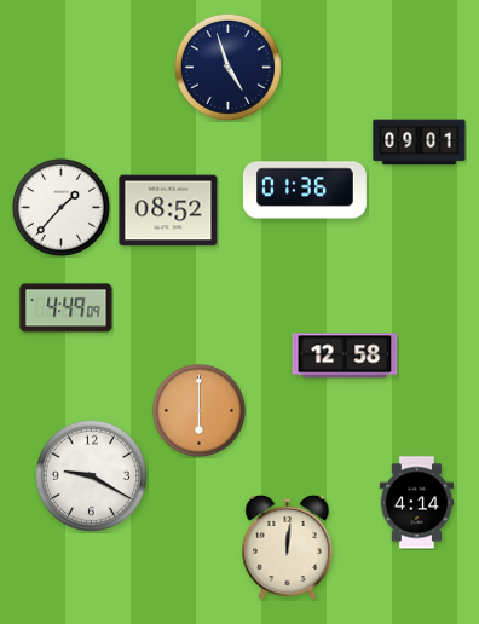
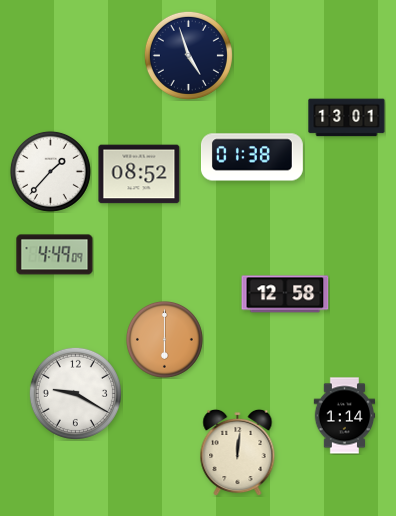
clock at (420, 143): 09:01 -> 13:01
clock at (305, 190): 01:36 -> 01:38
clock at (417, 503): 4:14 -> 1:14
